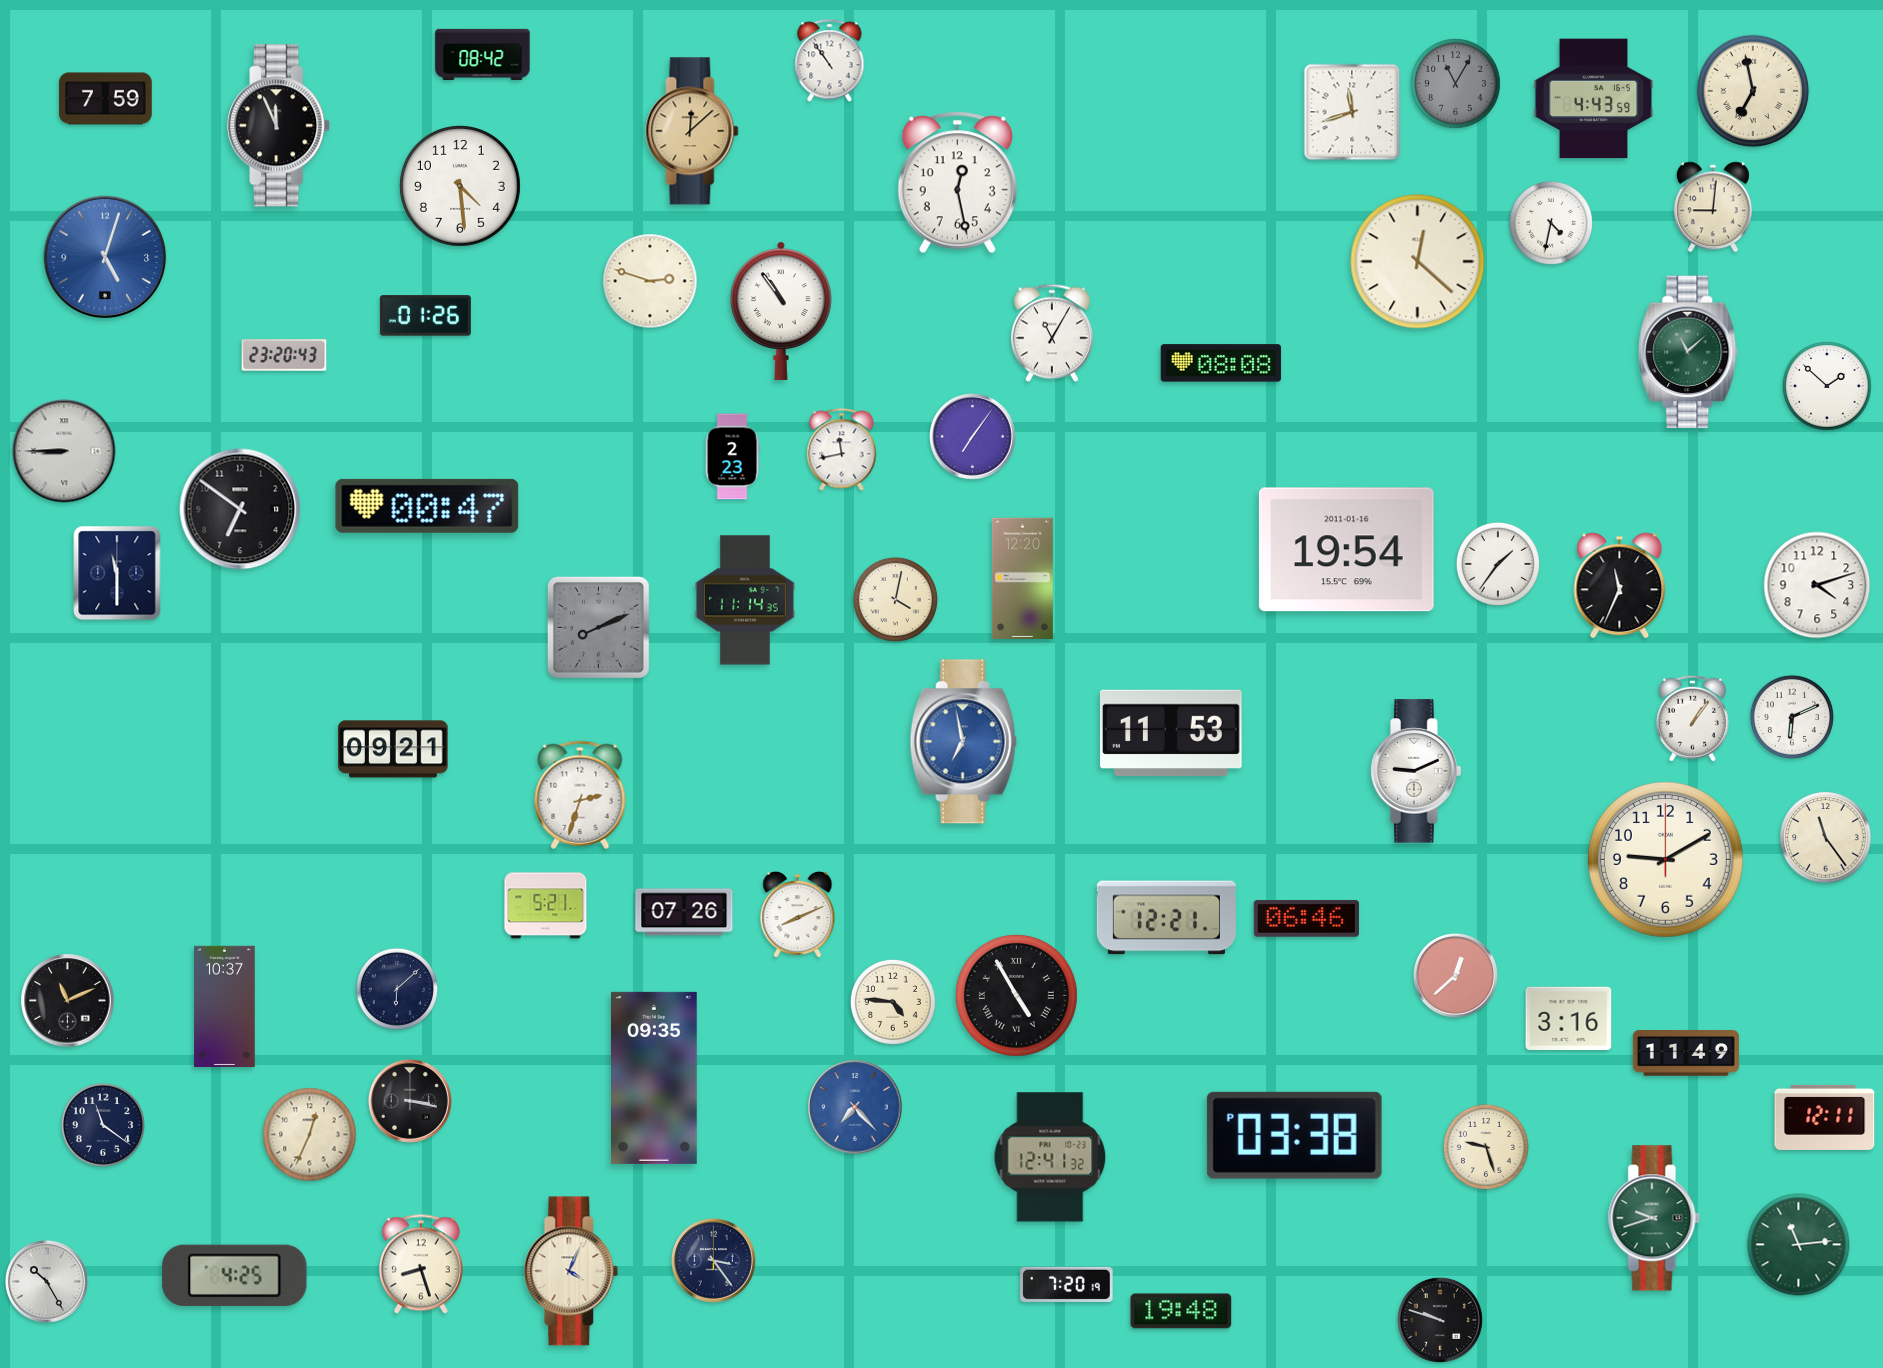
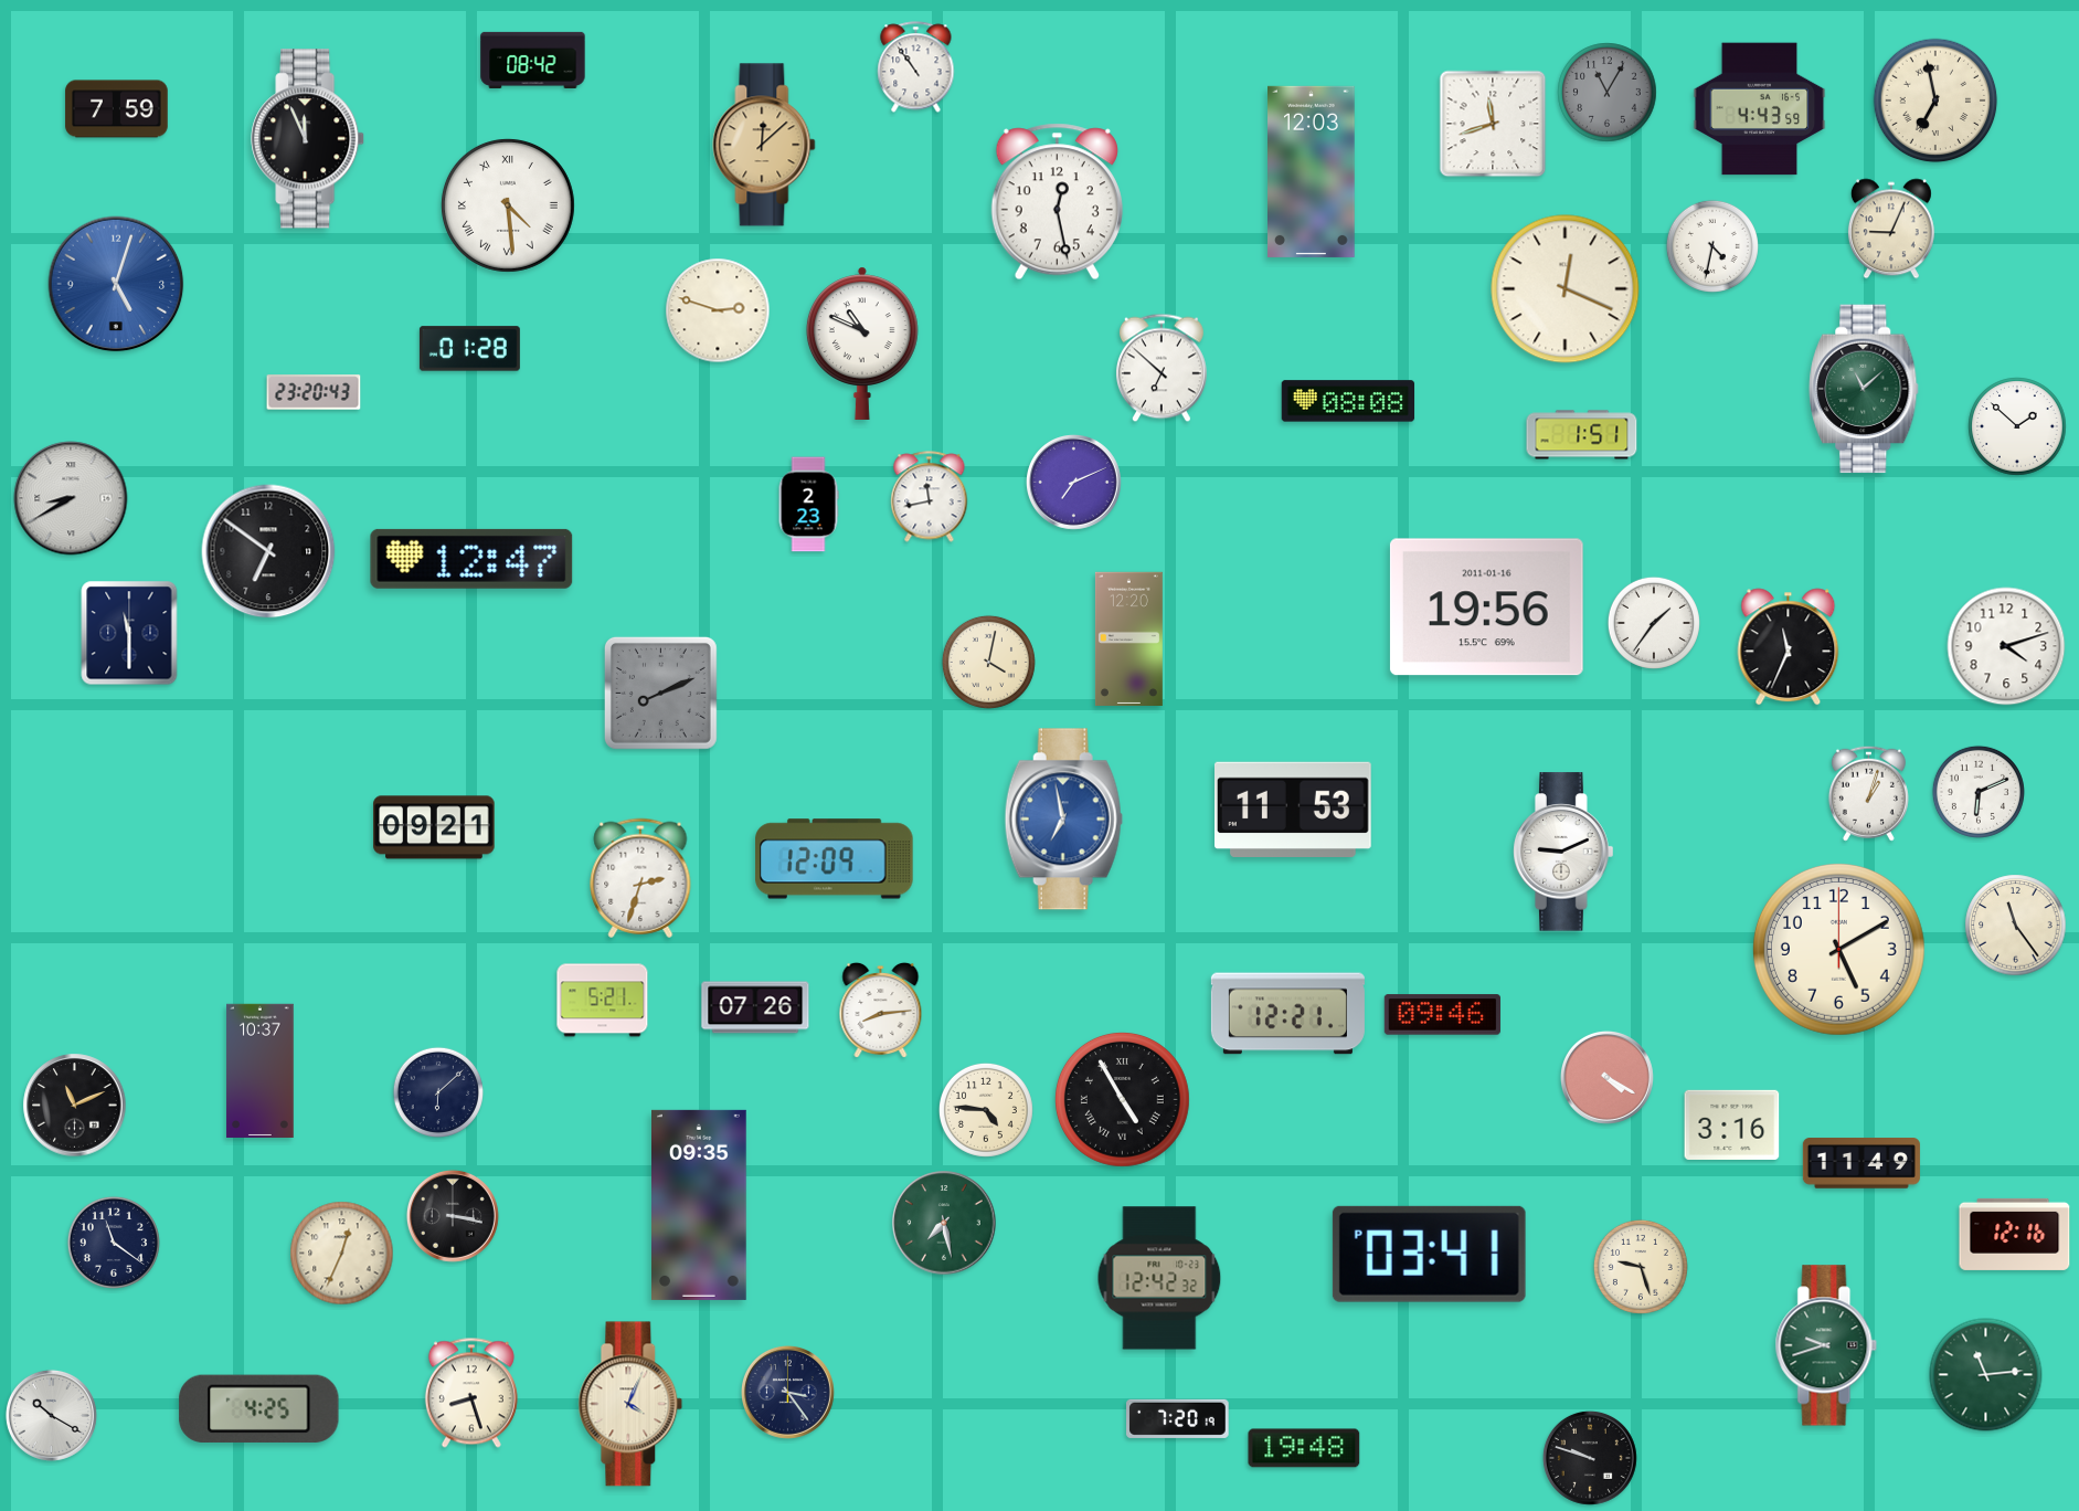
clock at (1312, 171): none -> 12:03
clock at (460, 186) numerals: Arabic -> Roman
clock at (1713, 207): 9:01 -> 9:04
clock at (1418, 262): 12:22 -> 12:19
clock at (781, 311): 10:54 -> 10:49
clock at (425, 316): 01:26 -> 01:28
clock at (1052, 333): 11:05 -> 6:52
clock at (1582, 435): none -> 1:51
clock at (973, 437): 7:06 -> 7:11
clock at (64, 451): 8:45 -> 8:40
clock at (427, 506): 00:47 -> 12:47
clock at (240, 509) position: (240, 509) -> (268, 551)
clock at (1346, 550): 19:54 -> 19:56
clock at (745, 600): 11:14 -> none
clock at (1692, 718): 1:06 -> 1:03
clock at (835, 859): none -> 12:09
clock at (1665, 859): 9:10 -> 5:10
clock at (798, 915): 8:11 -> 8:14
clock at (1306, 919): 06:46 -> 09:46
clock at (1455, 975): 12:38 -> 4:20
clock at (893, 1002) position: (893, 1002) -> (986, 1110)
clock at (225, 1006) position: (225, 1006) -> (261, 1070)
clock at (655, 1078) position: (655, 1078) -> (700, 1205)
clock at (855, 1107): 7:23 -> 7:28
clock at (855, 1107) dial: blue -> green
clock at (1825, 1117): 12:11 -> 12:16
clock at (1294, 1135): 03:38 -> 03:41
clock at (1050, 1157): 12:41 -> 12:42
clock at (421, 1264) position: (421, 1264) -> (471, 1393)
clock at (46, 1281): 10:25 -> 10:20
